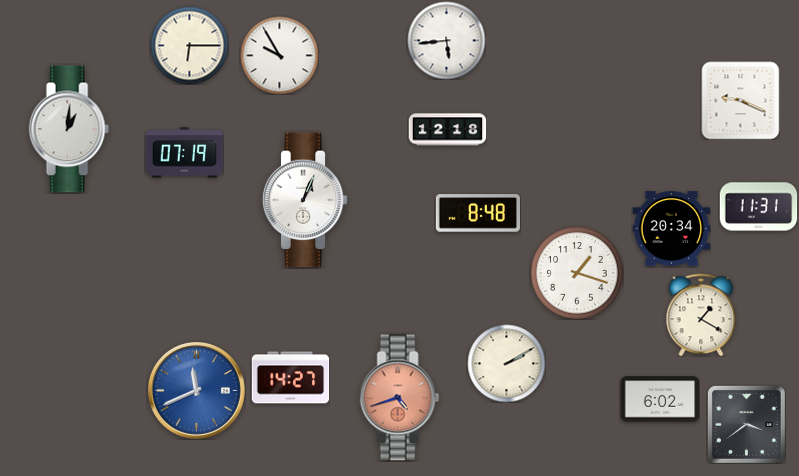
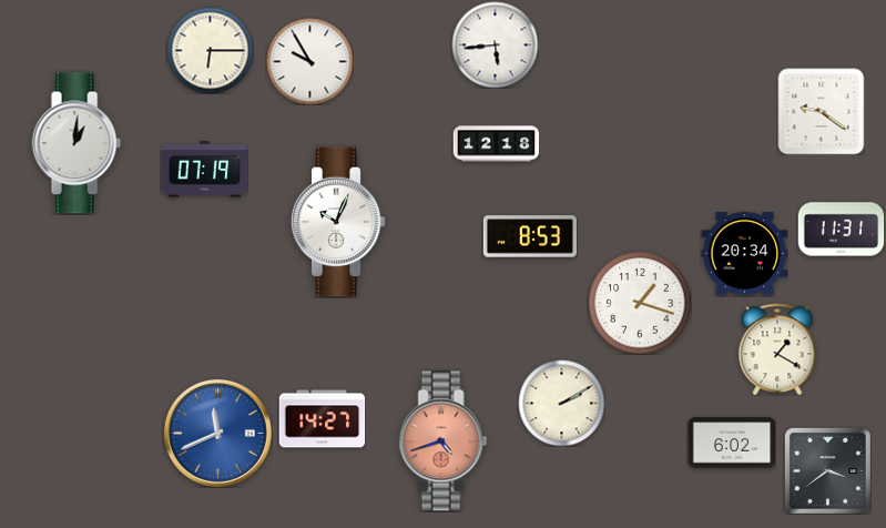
clock at (740, 100): 9:19 -> 9:21
clock at (305, 200): 1:04 -> 10:04
clock at (478, 213): 8:48 -> 8:53
